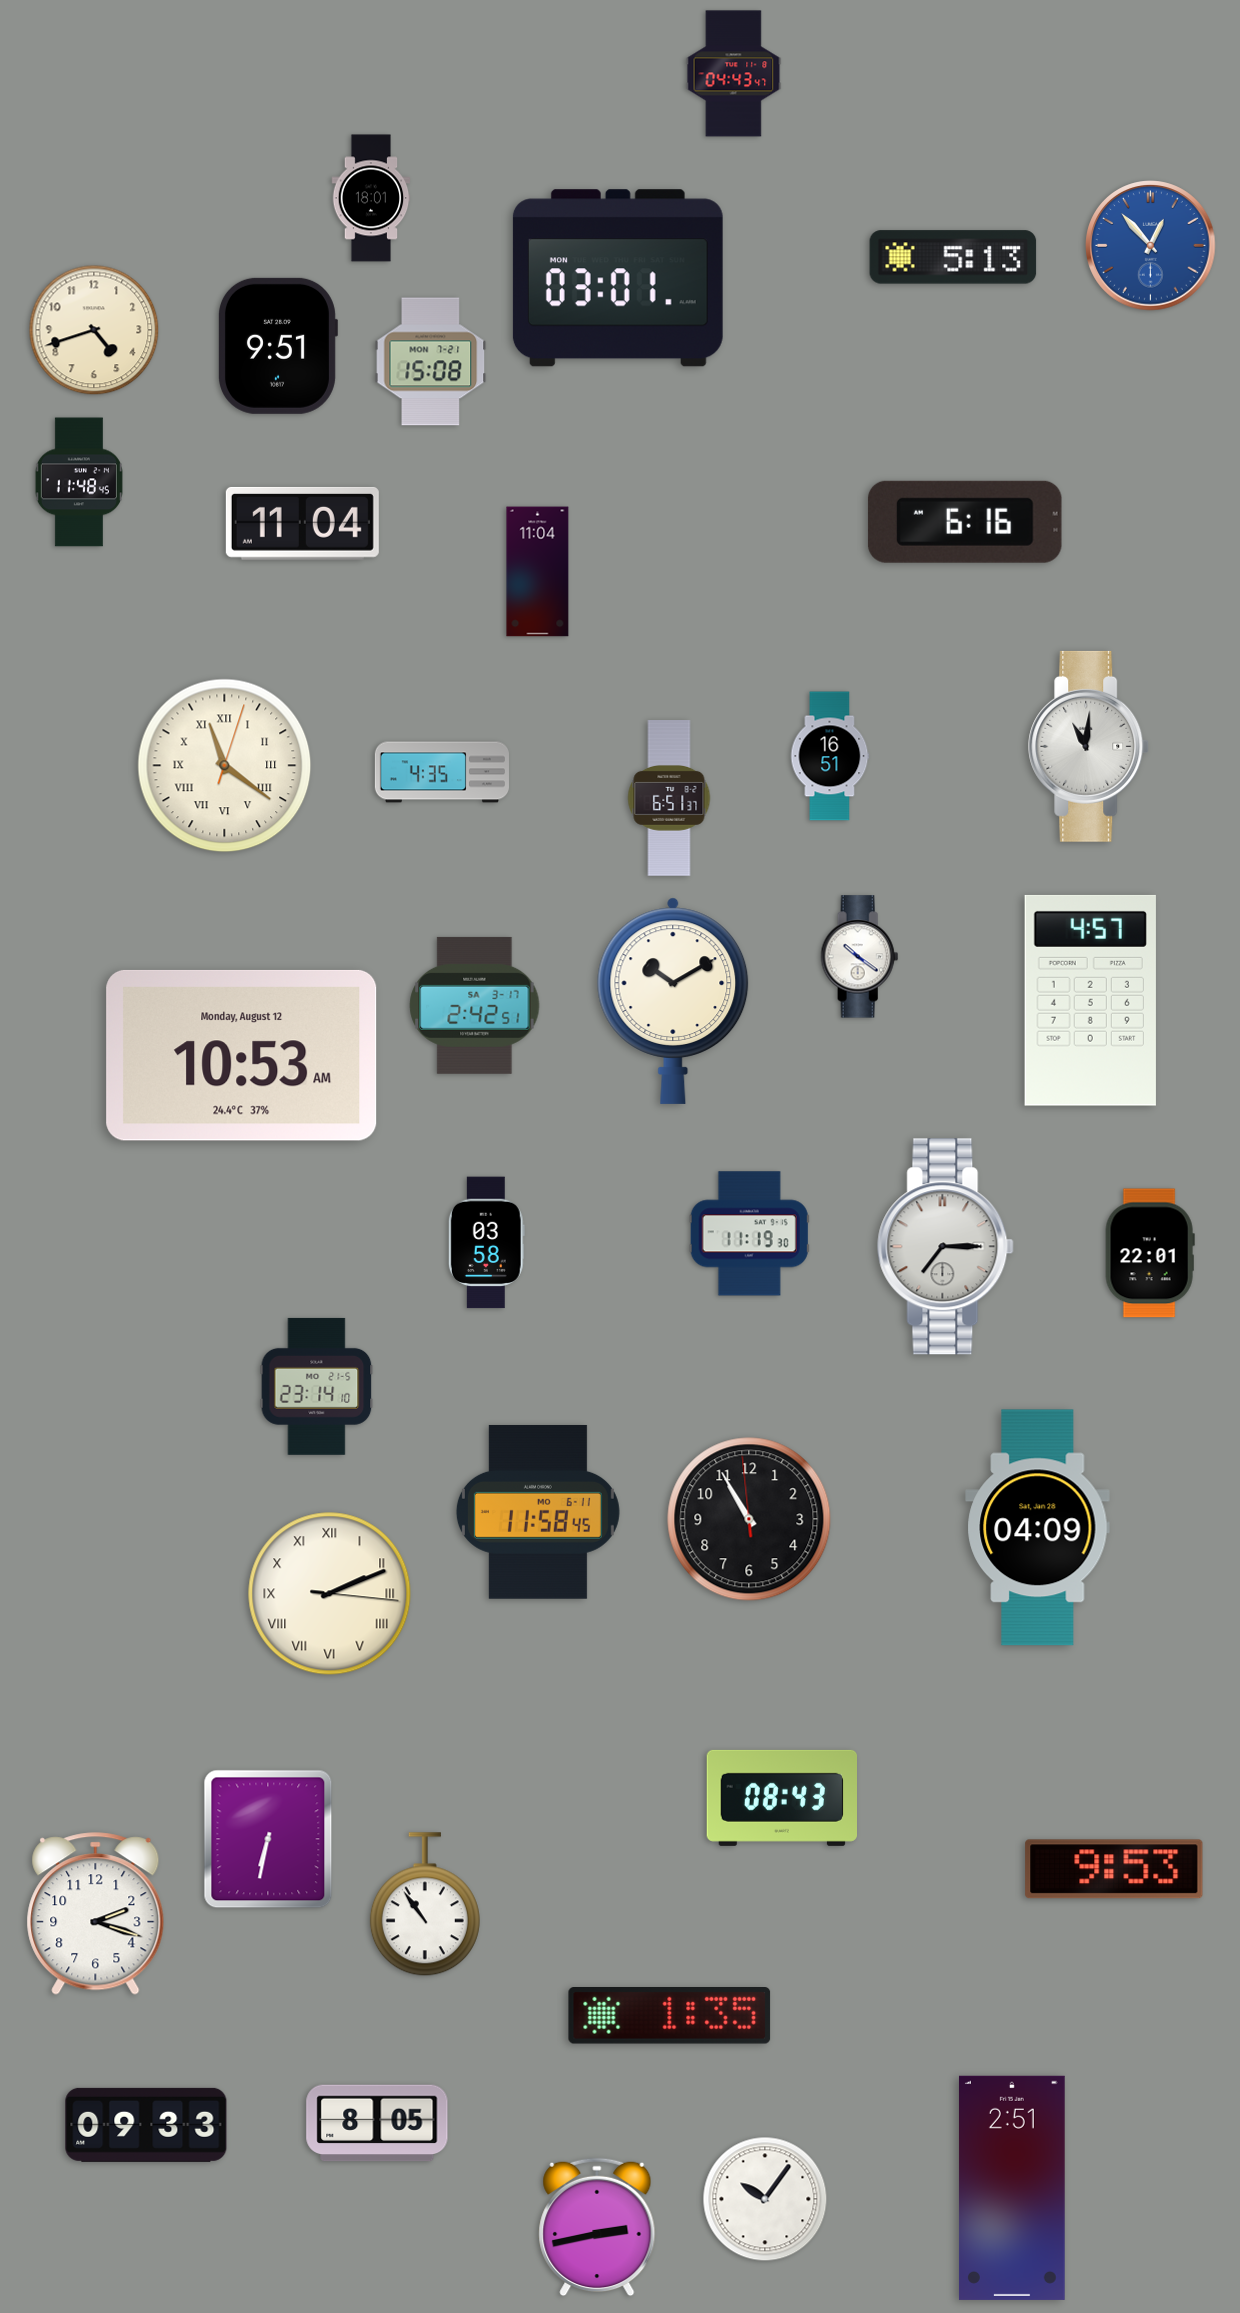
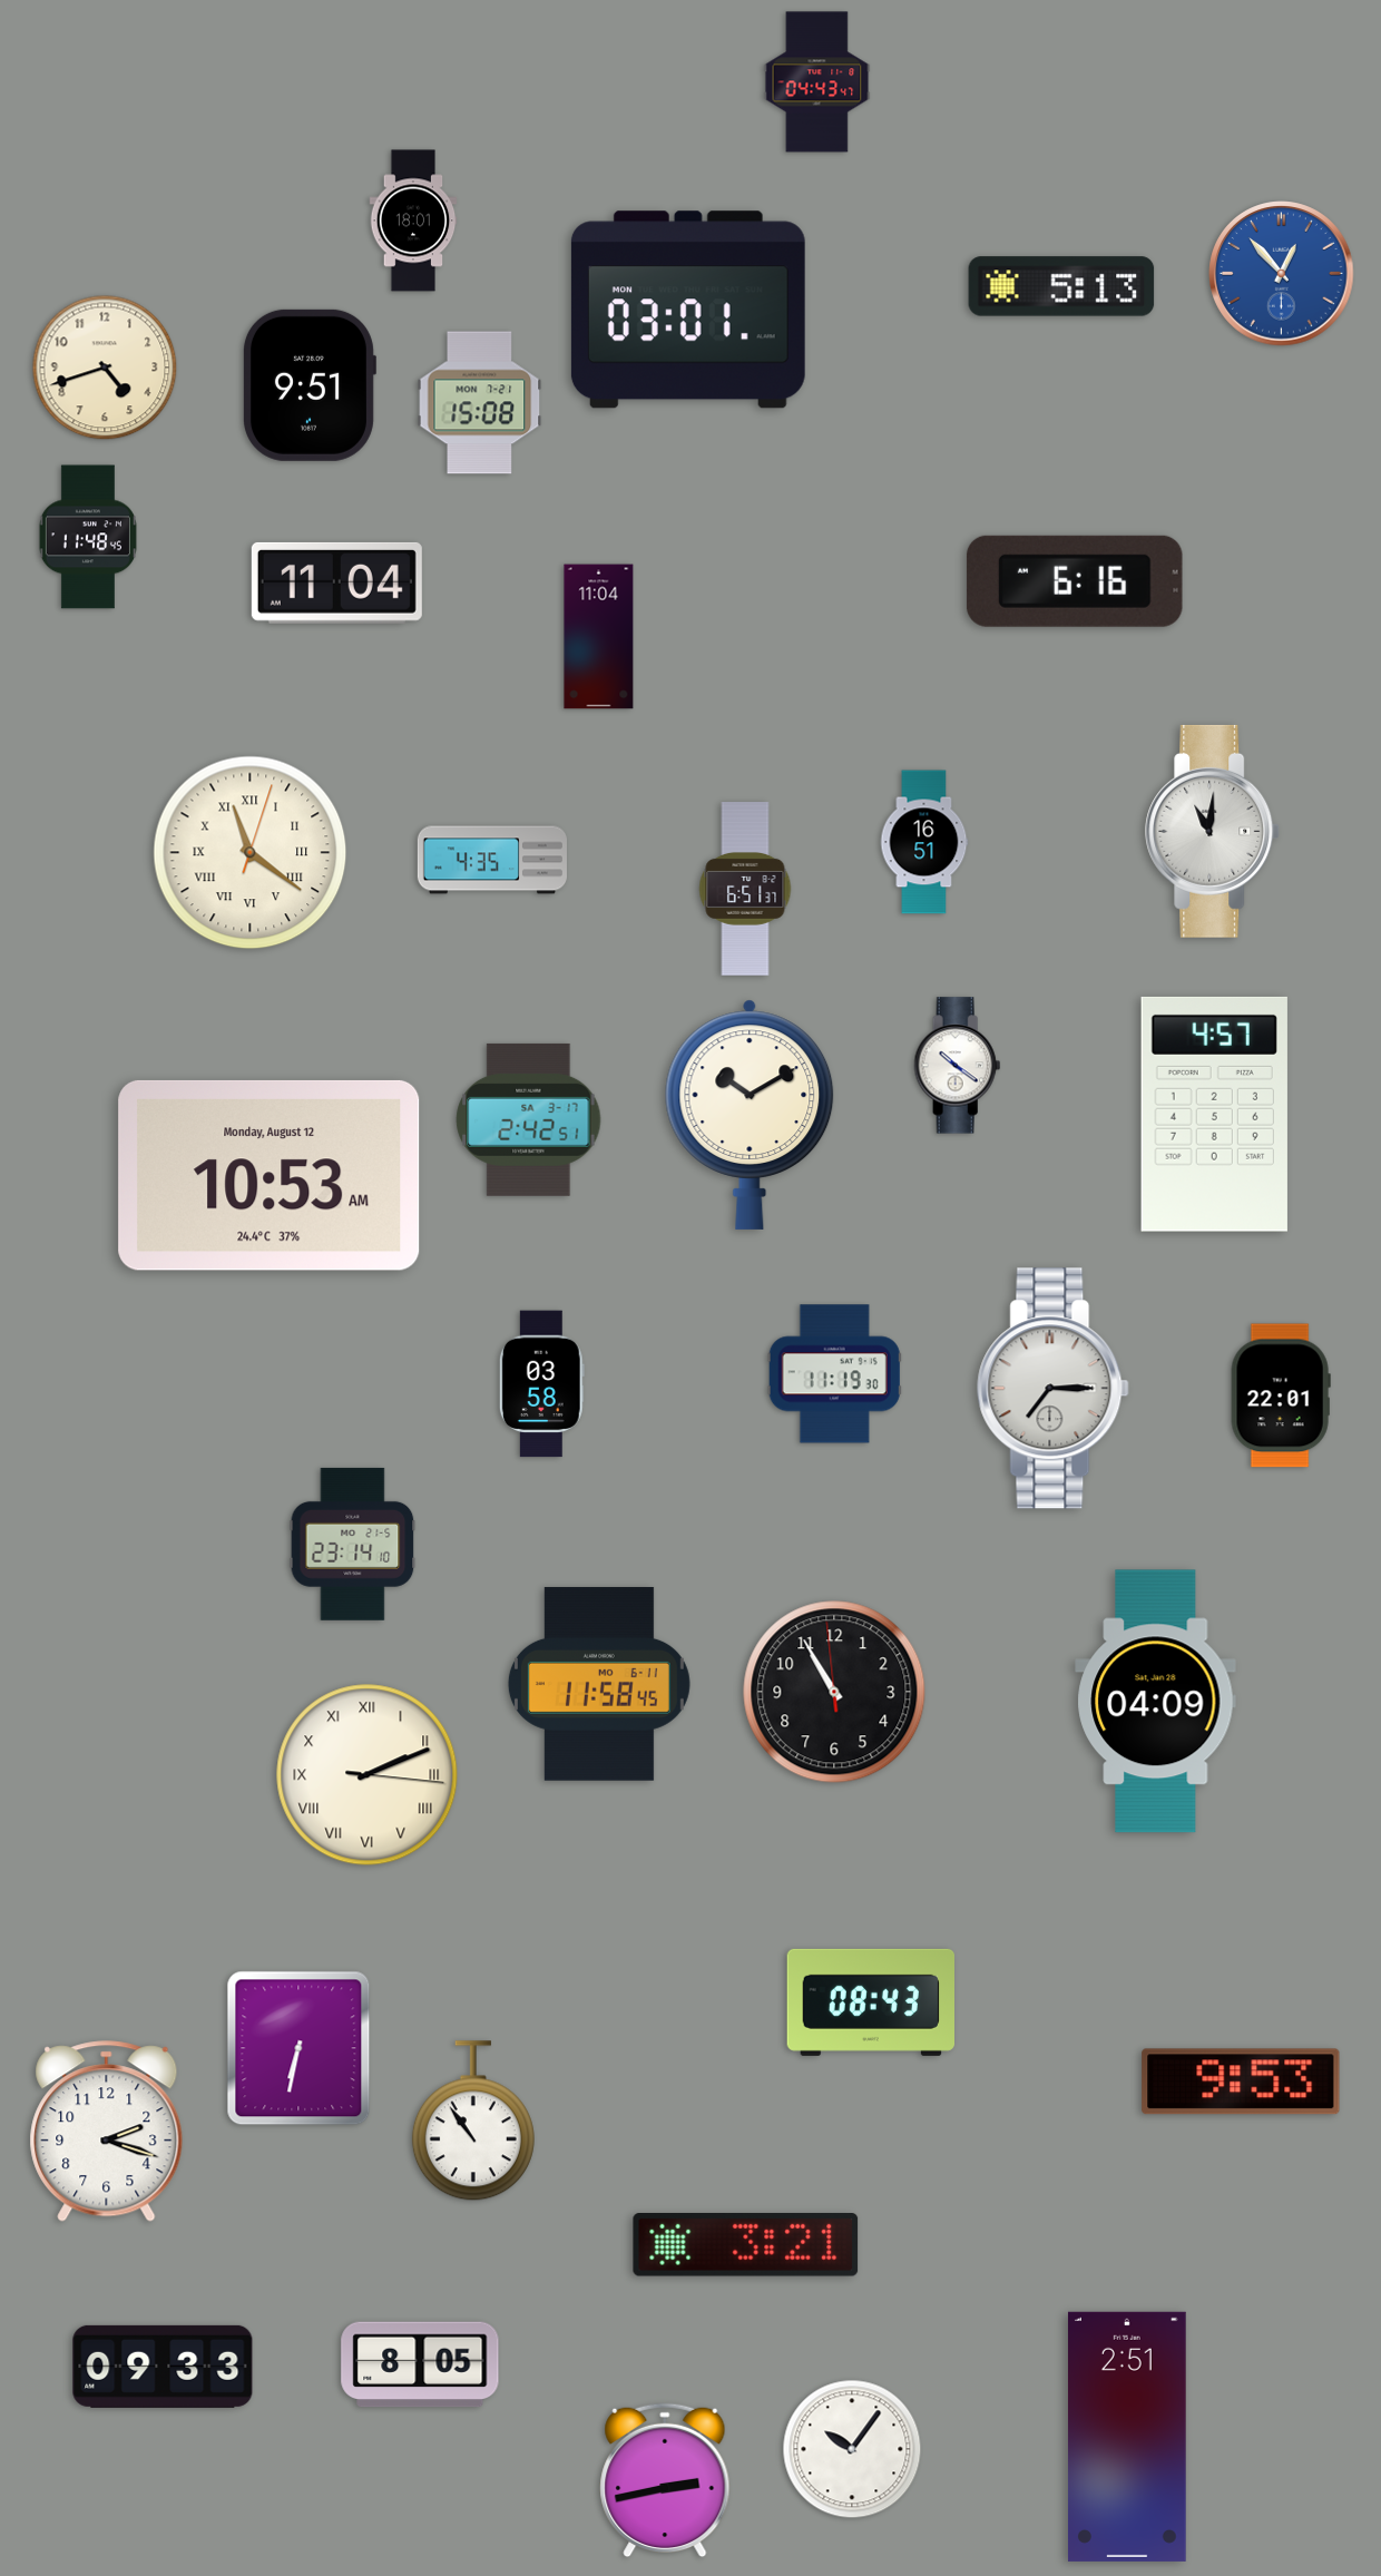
clock at (670, 2016): 1:35 -> 3:21
